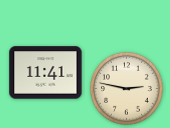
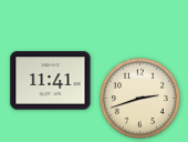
clock at (127, 89): 2:47 -> 2:42
